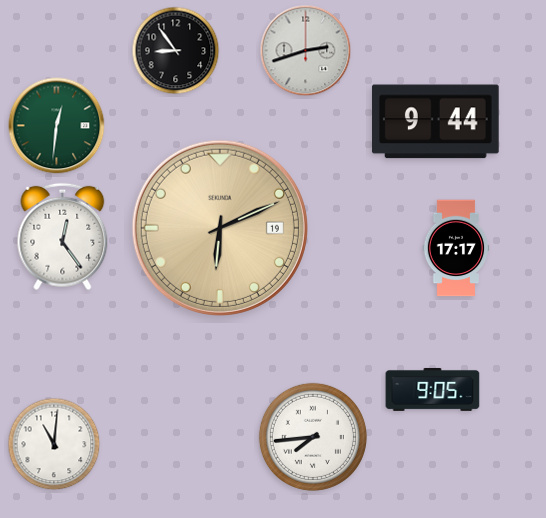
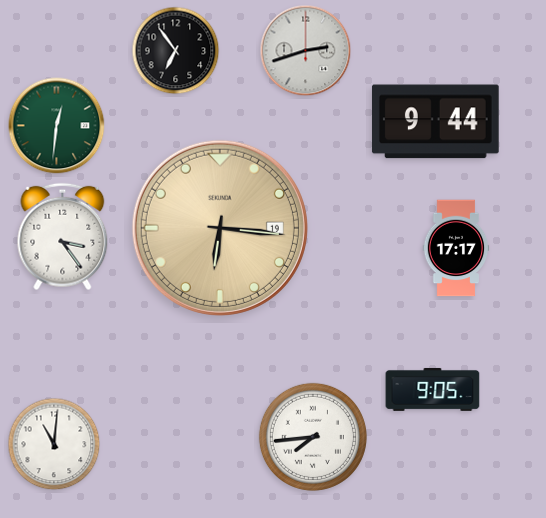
clock at (176, 51): 8:54 -> 6:54
clock at (220, 228): 6:11 -> 6:16
clock at (63, 237): 12:24 -> 3:24
